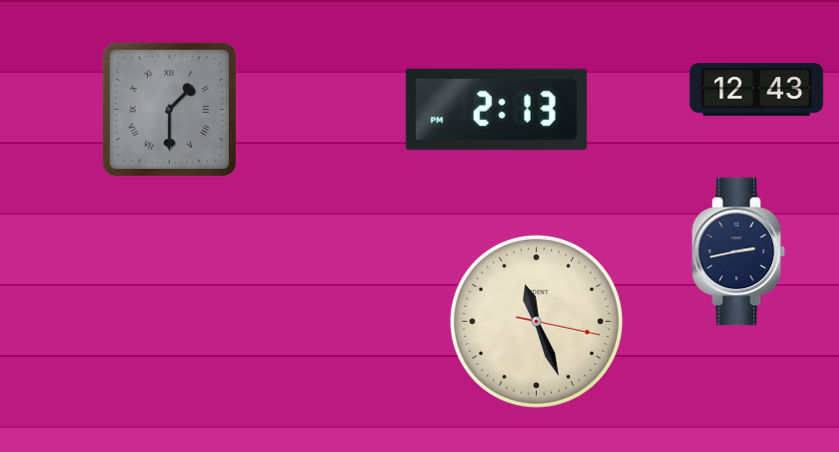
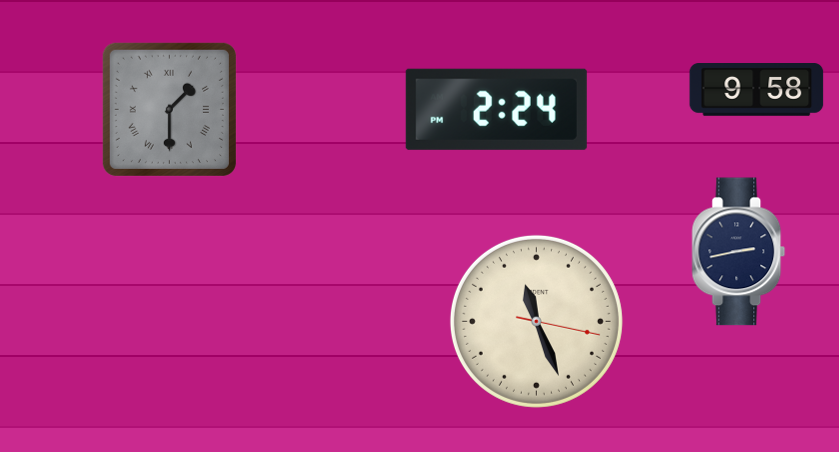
clock at (757, 90): 12:43 -> 9:58
clock at (496, 109): 2:13 -> 2:24
